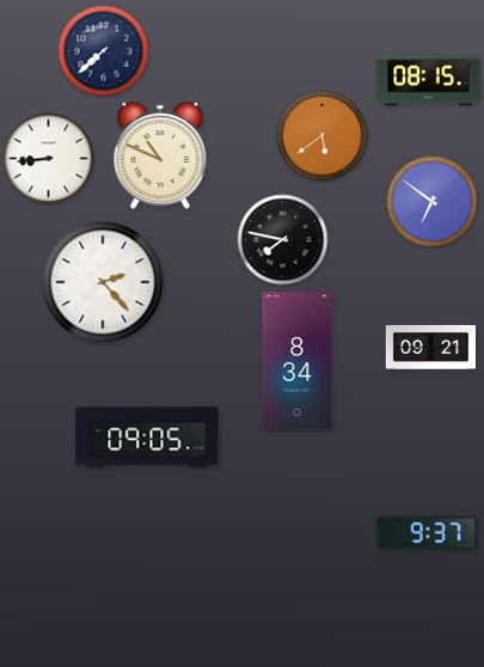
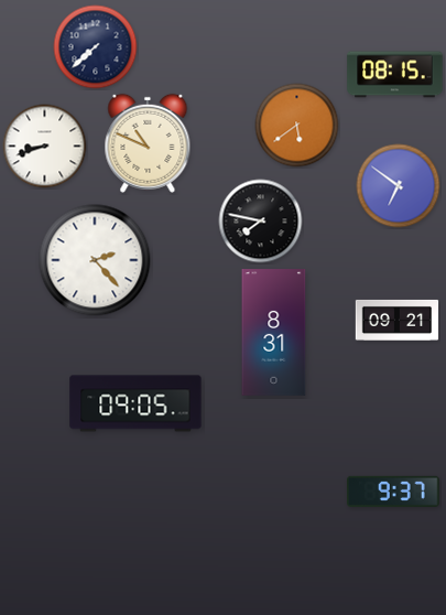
clock at (49, 159): 8:44 -> 8:42
clock at (298, 361): 8:34 -> 8:31
